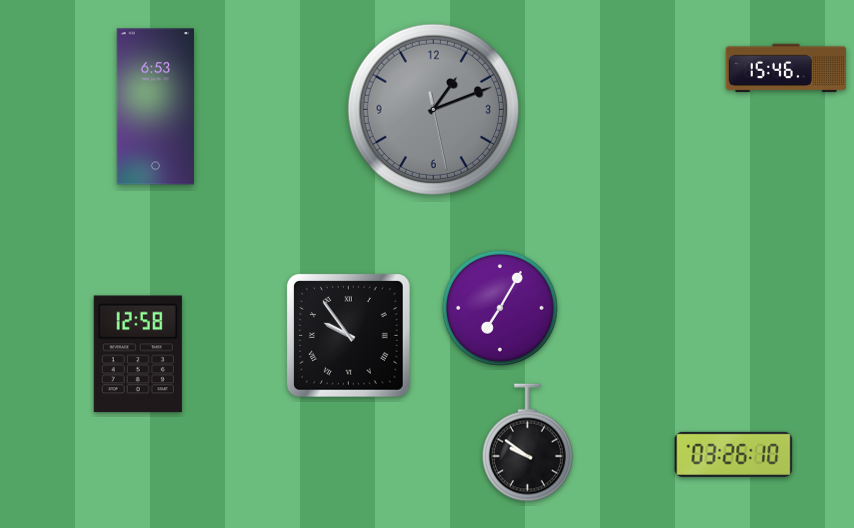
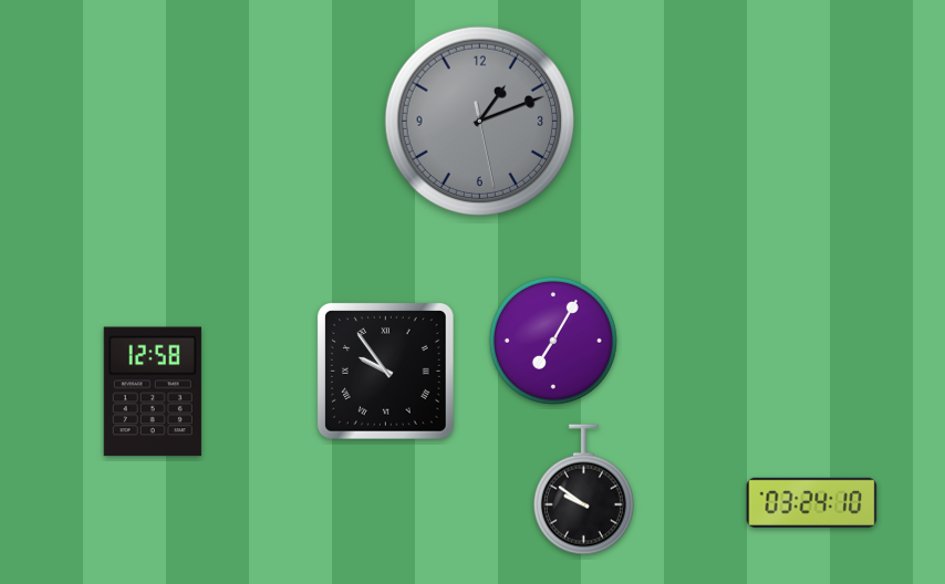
clock at (786, 68): 15:46 -> none
clock at (155, 107): 6:53 -> none
clock at (734, 454): 03:26 -> 03:24
